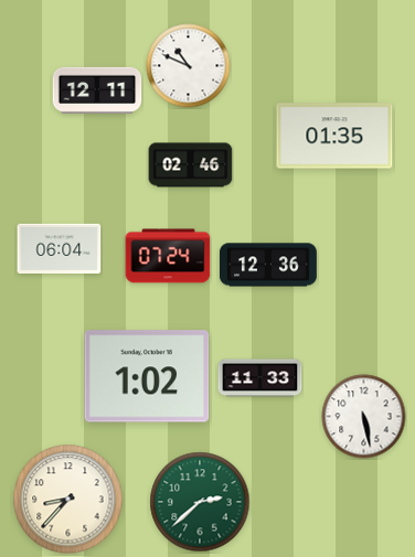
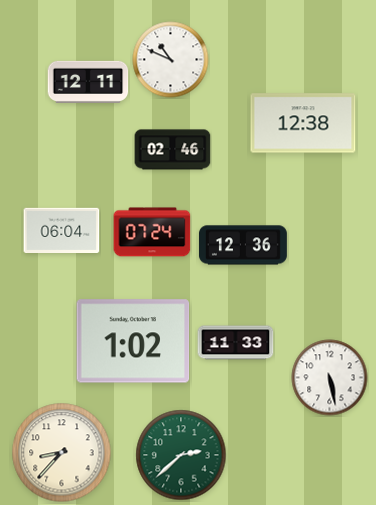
clock at (334, 136): 01:35 -> 12:38
clock at (60, 248) position: (60, 248) -> (62, 230)
clock at (268, 265) position: (268, 265) -> (243, 245)
